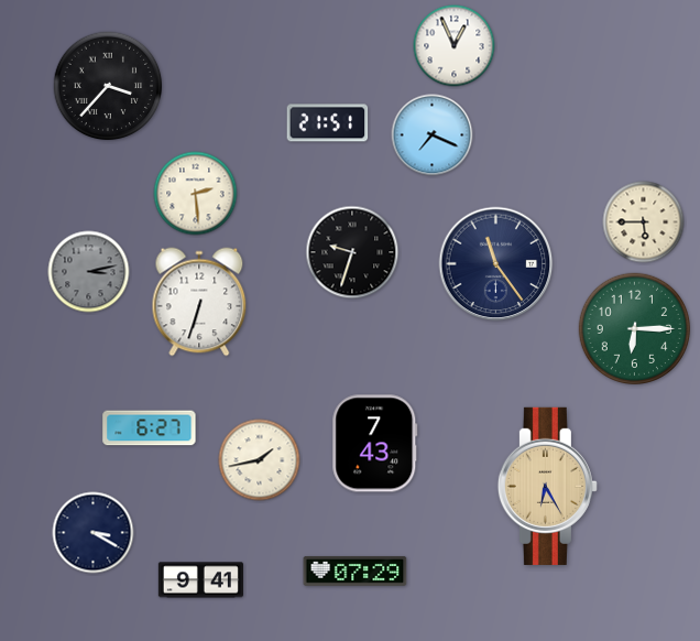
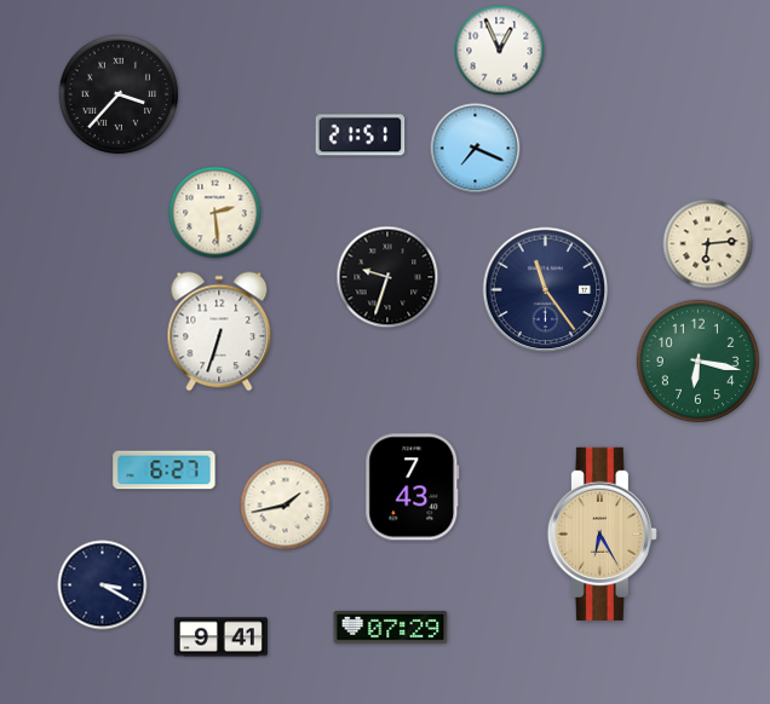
clock at (644, 222): 5:45 -> 6:14
clock at (89, 272): 3:13 -> none
clock at (634, 328): 6:15 -> 6:17
